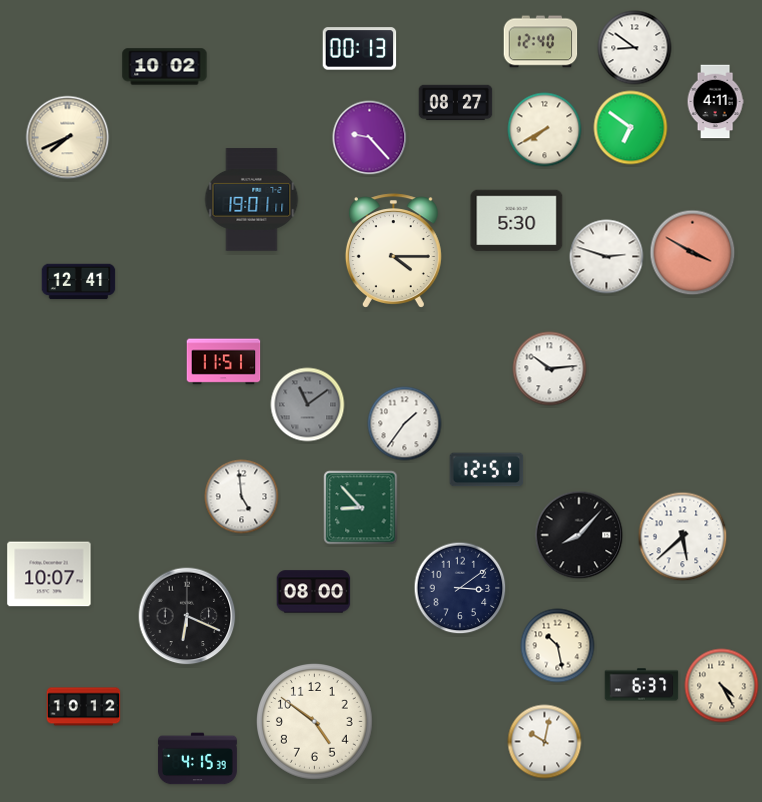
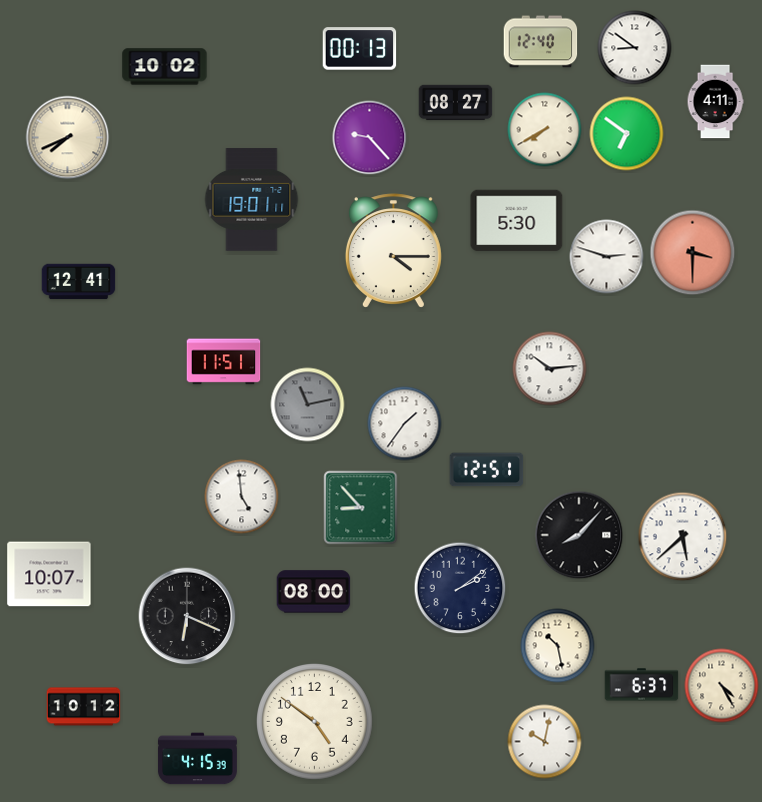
clock at (631, 128) position: (631, 128) -> (627, 134)
clock at (693, 253): 3:50 -> 3:30
clock at (308, 405): 11:09 -> 11:13
clock at (460, 588): 3:09 -> 2:09
